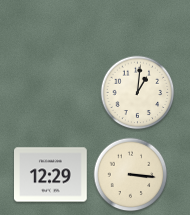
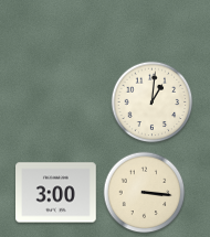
clock at (51, 175): 12:29 -> 3:00
